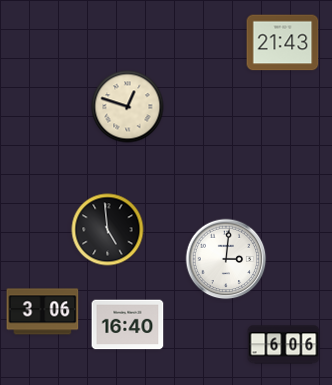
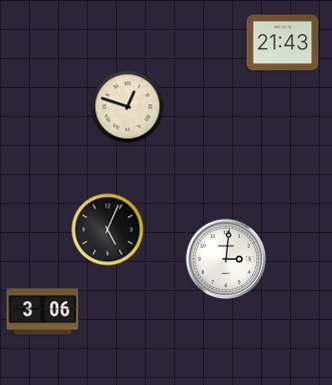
clock at (108, 230): 4:59 -> 5:04
clock at (128, 325): 16:40 -> none
clock at (284, 345): 6:06 -> none
